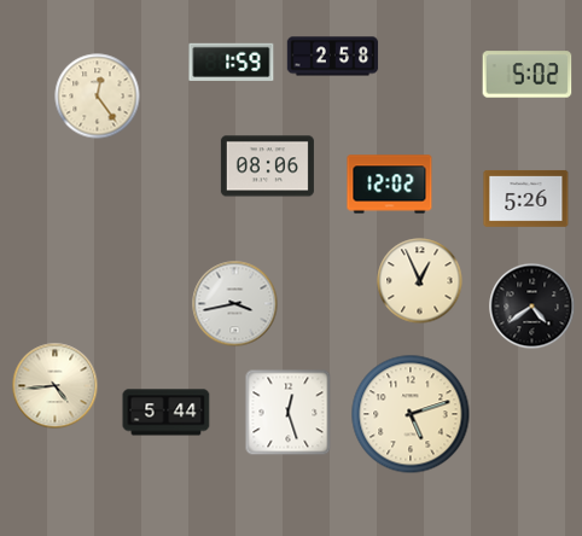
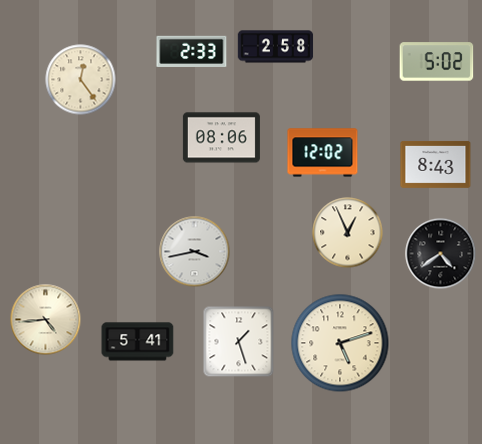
clock at (232, 62): 1:59 -> 2:33
clock at (526, 198): 5:26 -> 8:43
clock at (167, 413): 5:44 -> 5:41
clock at (289, 413): 12:27 -> 1:27
